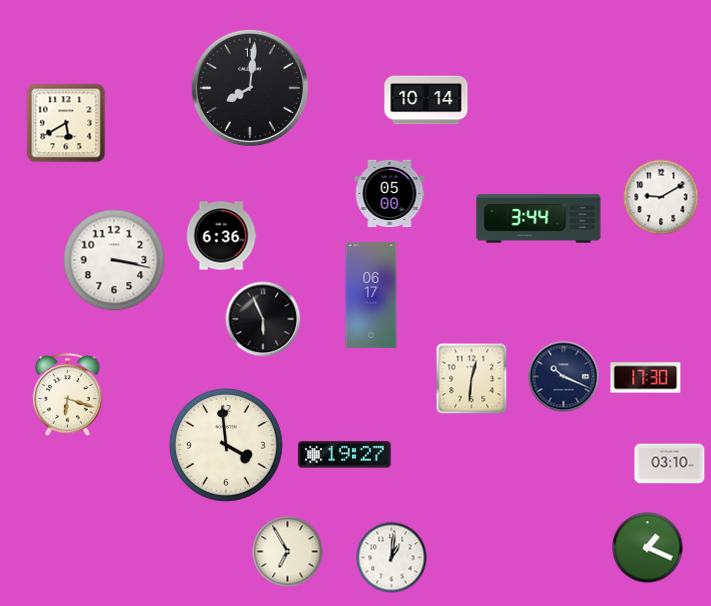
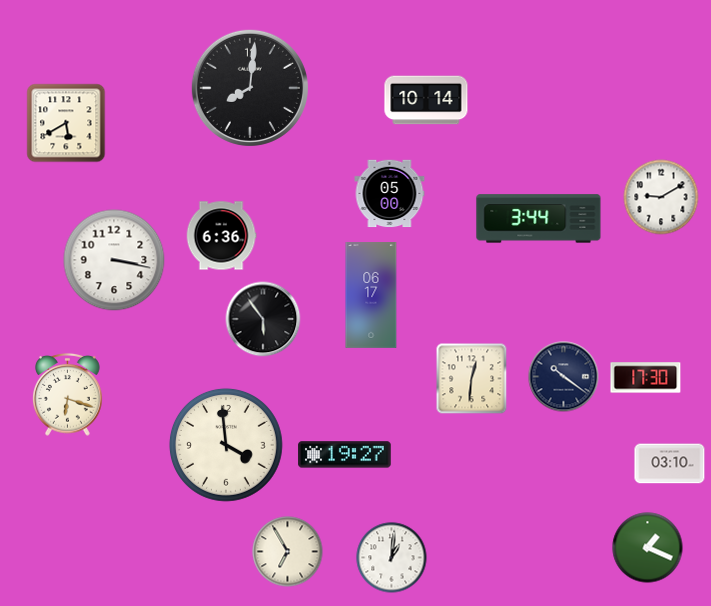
clock at (263, 319): 5:56 -> 5:54
clock at (564, 377): 10:19 -> 10:21
